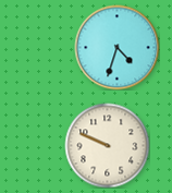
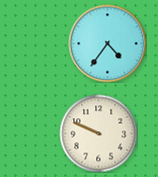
clock at (116, 47): 4:33 -> 4:36
